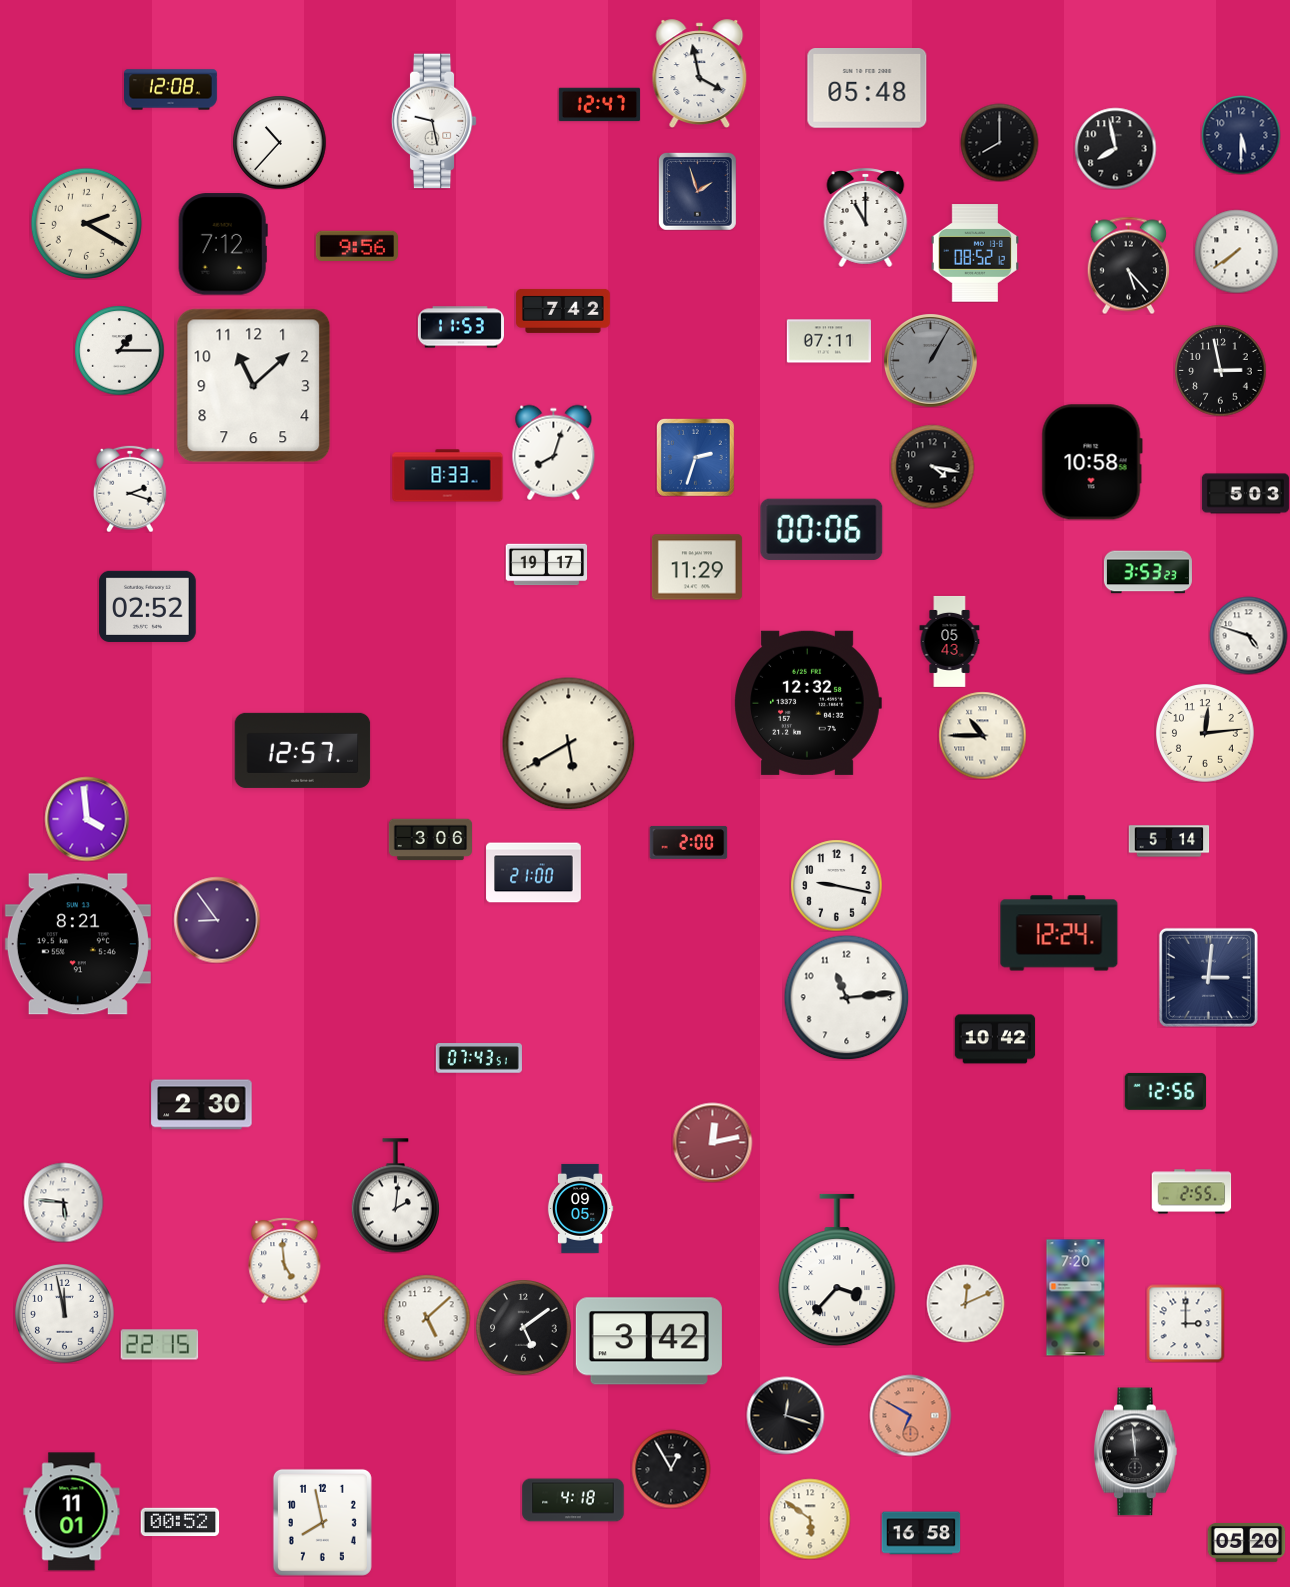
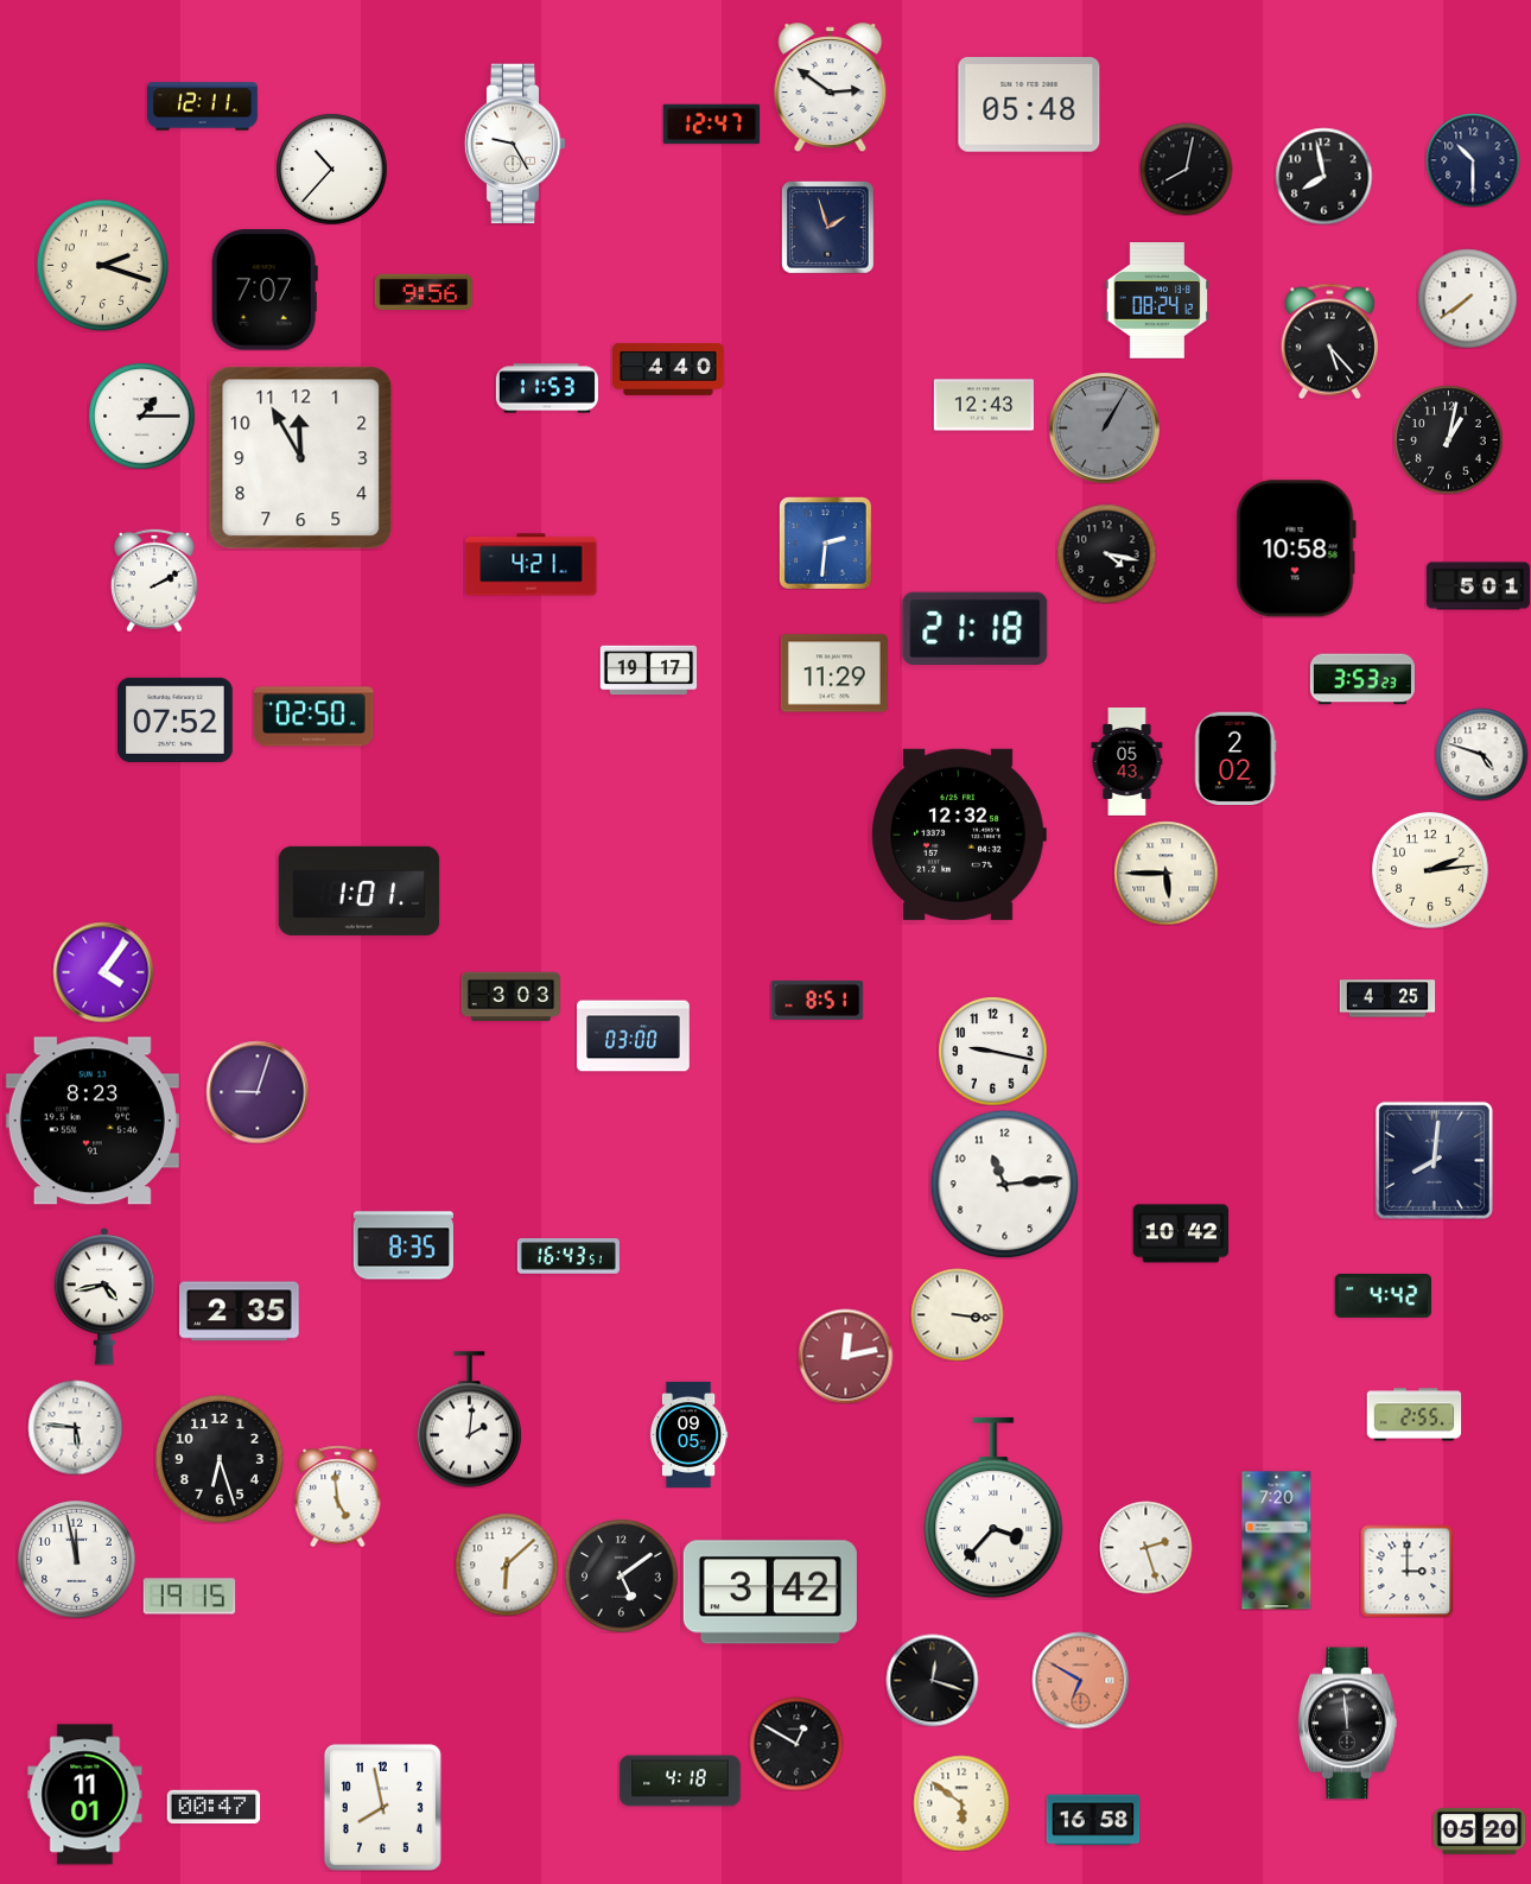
clock at (700, 73): 3:58 -> 2:51
clock at (171, 90): 12:08 -> 12:11
clock at (434, 121): 9:28 -> 9:25
clock at (1241, 135): 5:30 -> 10:30
clock at (999, 142): 8:00 -> 8:02
clock at (866, 217): 11:00 -> none
clock at (86, 223): 2:20 -> 2:18
clock at (223, 244): 7:12 -> 7:07
clock at (974, 253): 08:52 -> 08:24
clock at (1128, 265) position: (1128, 265) -> (1329, 341)
clock at (563, 311): 7:42 -> 4:40
clock at (829, 341): 07:11 -> 12:43
clock at (1220, 370): 2:58 -> 1:02
clock at (254, 386): 11:08 -> 11:55
clock at (554, 452): 8:03 -> none
clock at (695, 457): 2:33 -> 2:31
clock at (448, 476): 8:33 -> 4:21
clock at (130, 489): 2:18 -> 2:10
clock at (1245, 494): 5:03 -> 5:01
clock at (822, 529): 00:06 -> 21:18
clock at (697, 567) position: (697, 567) -> (834, 673)
clock at (315, 717): none -> 02:50
clock at (148, 606): 02:52 -> 07:52
clock at (1235, 759): none -> 2:02
clock at (1206, 734): 12:14 -> 2:14
clock at (982, 735): 10:45 -> 5:45
clock at (569, 744): 5:40 -> none
clock at (303, 750): 12:57 -> 1:01
clock at (87, 819): 3:59 -> 4:06
clock at (430, 840): 3:06 -> 3:03
clock at (1169, 841): 5:14 -> 4:25
clock at (688, 843): 2:00 -> 8:51
clock at (534, 873): 21:00 -> 03:00
clock at (217, 920): 8:54 -> 9:03
clock at (1059, 933): 12:24 -> none
clock at (78, 944): 8:21 -> 8:23
clock at (1208, 977): 3:01 -> 8:01
clock at (404, 1245): none -> 8:35
clock at (479, 1058): 07:43 -> 16:43
clock at (1165, 1091): 12:56 -> 4:42
clock at (104, 1296): none -> 4:43
clock at (202, 1105): 2:30 -> 2:35
clock at (957, 1314): none -> 3:16
clock at (220, 1459): none -> 6:27
clock at (965, 1303): 12:11 -> 2:27
clock at (427, 1318): 5:08 -> 6:08
clock at (159, 1345): 22:15 -> 19:15
clock at (671, 1469): 12:55 -> 12:50
clock at (180, 1522): 00:52 -> 00:47
